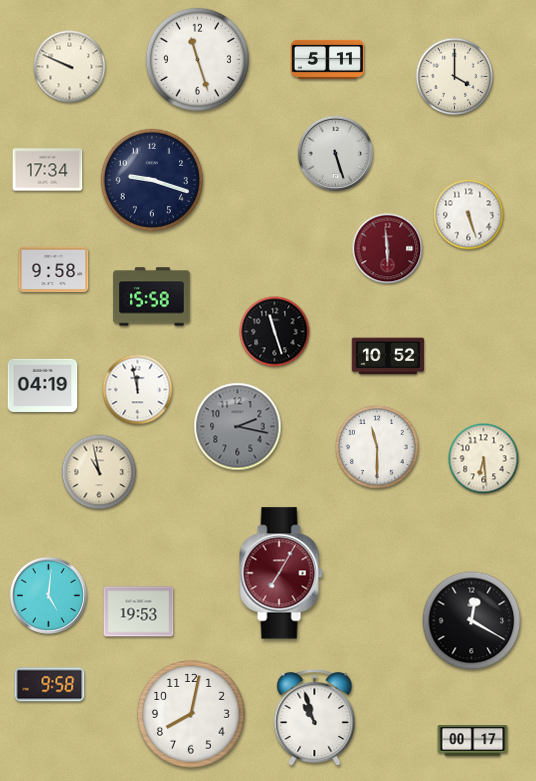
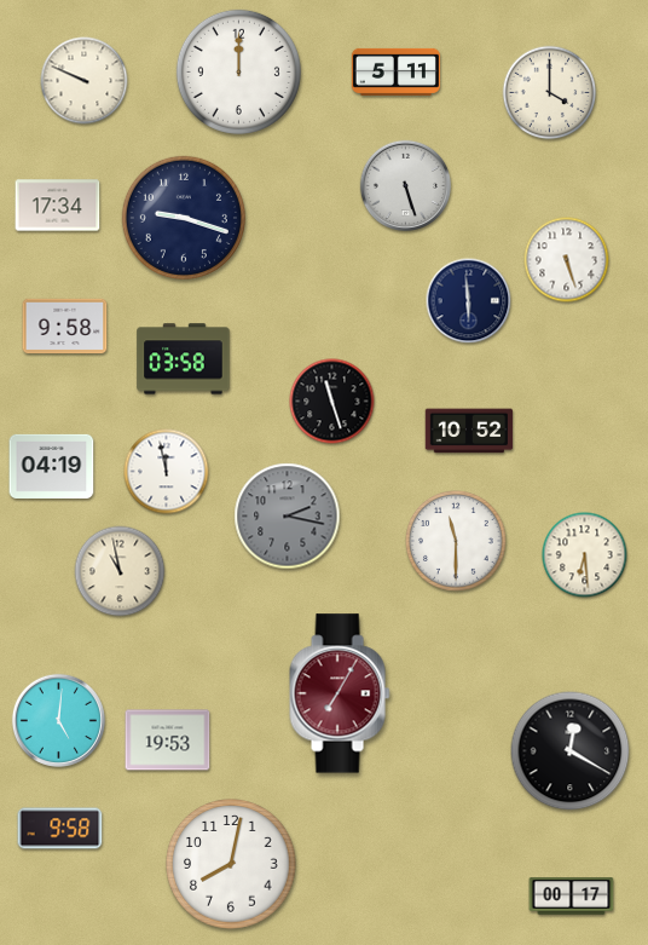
clock at (197, 59): 11:27 -> 12:00
clock at (388, 249) dial: burgundy -> navy
clock at (152, 297): 15:58 -> 03:58
clock at (315, 718): 10:57 -> none
